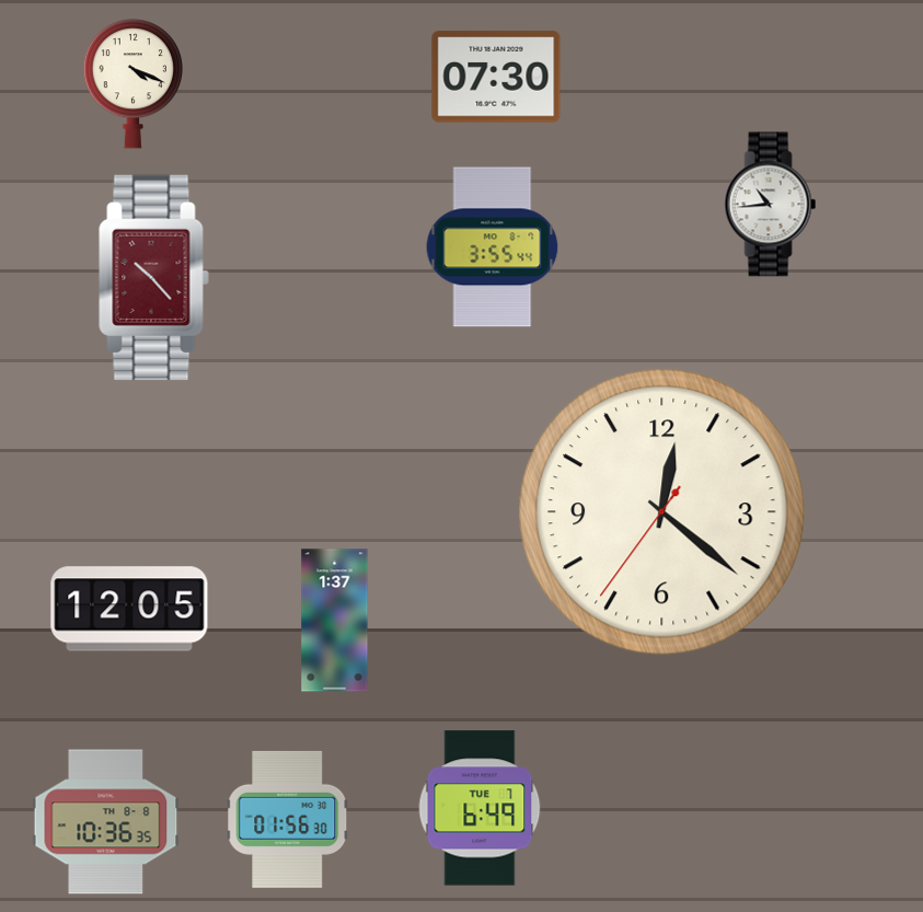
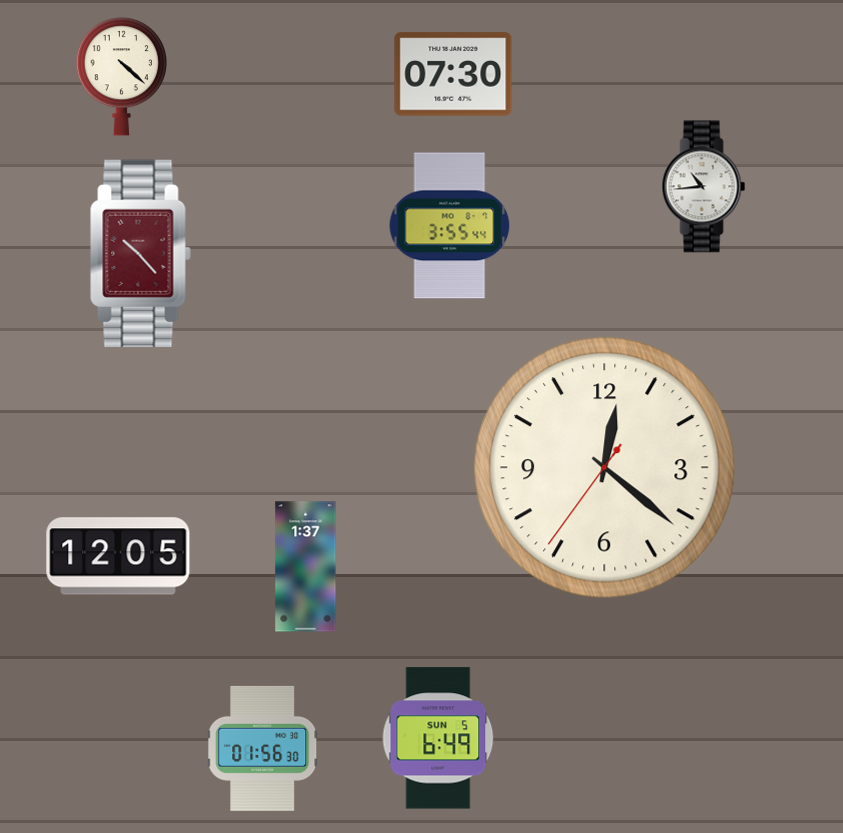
clock at (496, 77) position: (496, 77) -> (453, 74)
clock at (132, 84): 4:19 -> 4:22
clock at (480, 808) date: TUE 7 -> SUN 5
clock at (106, 822): 10:36 -> none
